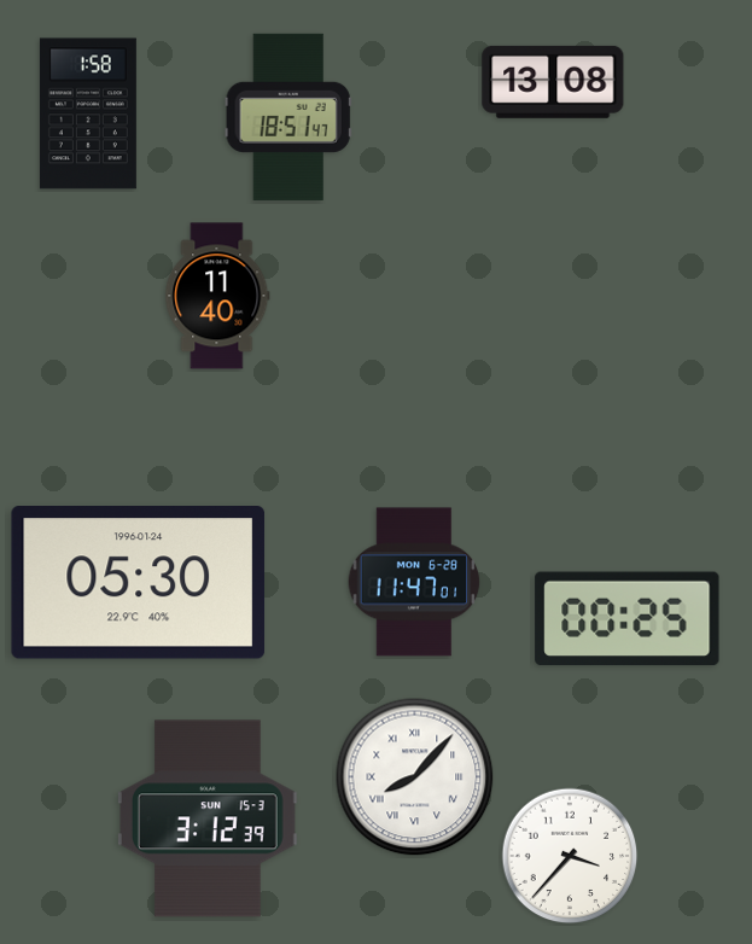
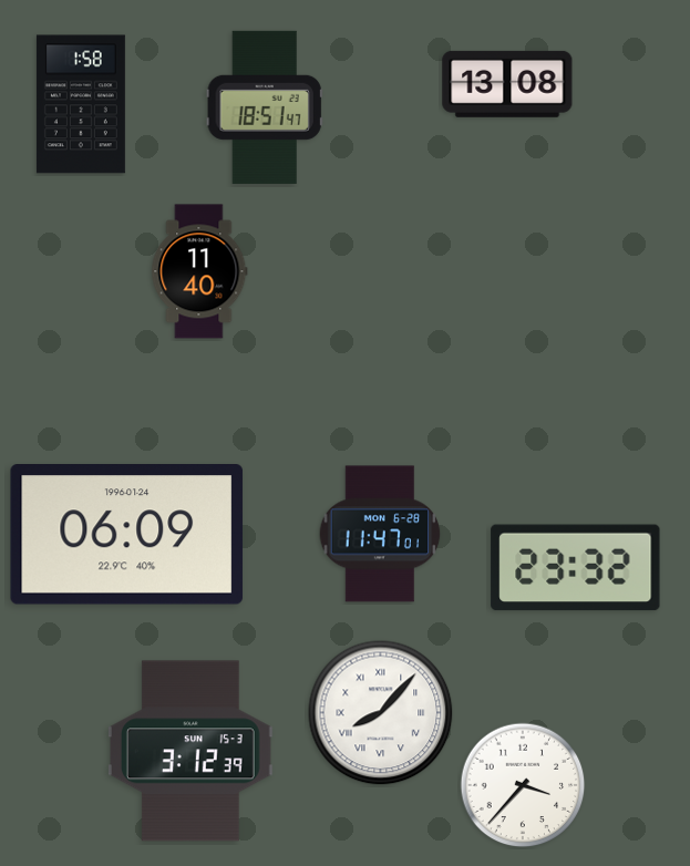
clock at (553, 82) position: (553, 82) -> (507, 84)
clock at (139, 583): 05:30 -> 06:09
clock at (628, 619): 00:25 -> 23:32
